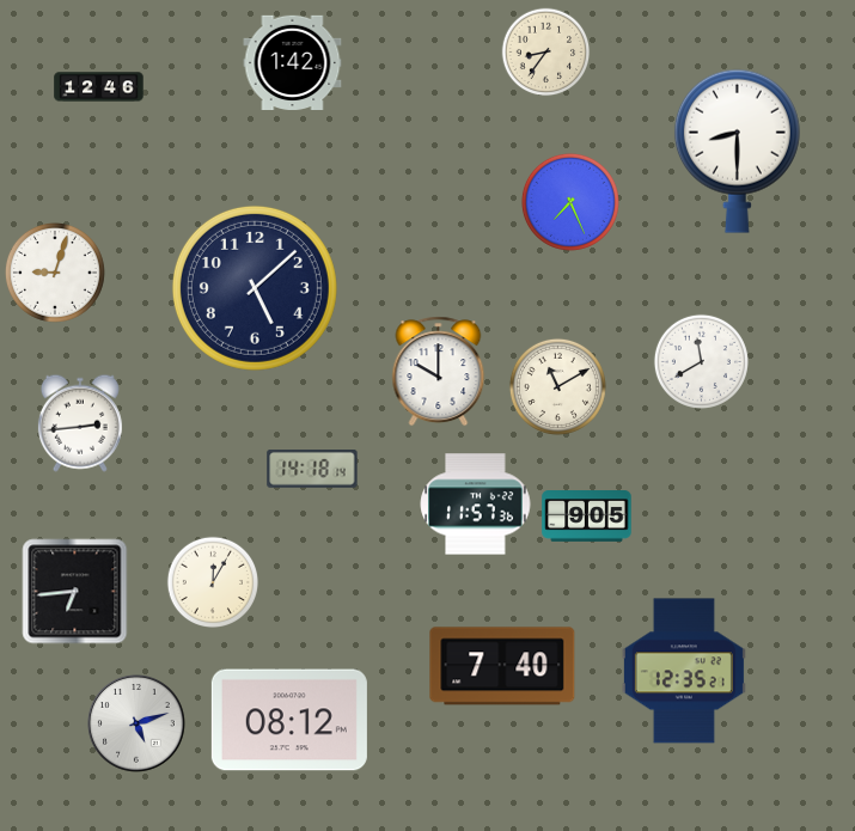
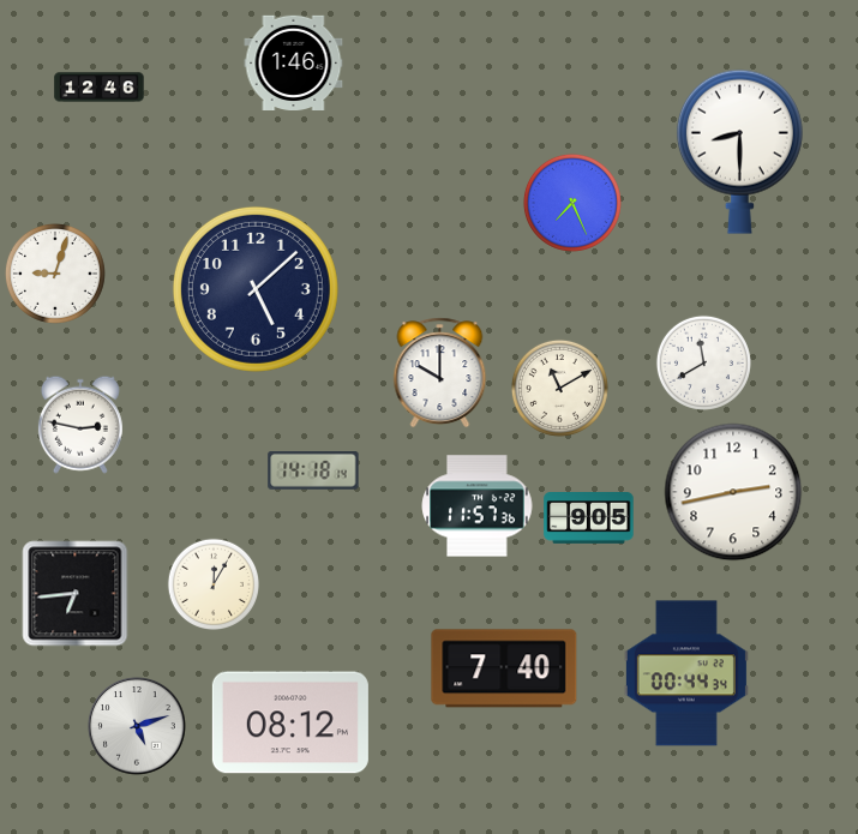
clock at (546, 53): 8:36 -> none
clock at (293, 62): 1:42 -> 1:46
clock at (80, 423): 2:44 -> 2:47
clock at (733, 492): none -> 2:43
clock at (684, 671): 12:35 -> 00:44
